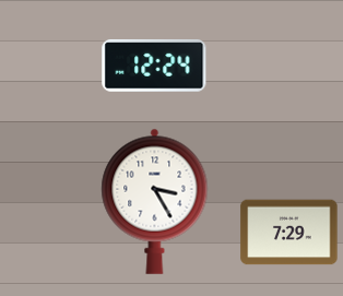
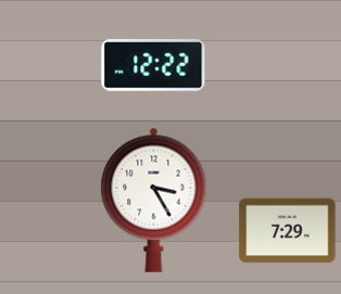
clock at (154, 66): 12:24 -> 12:22
